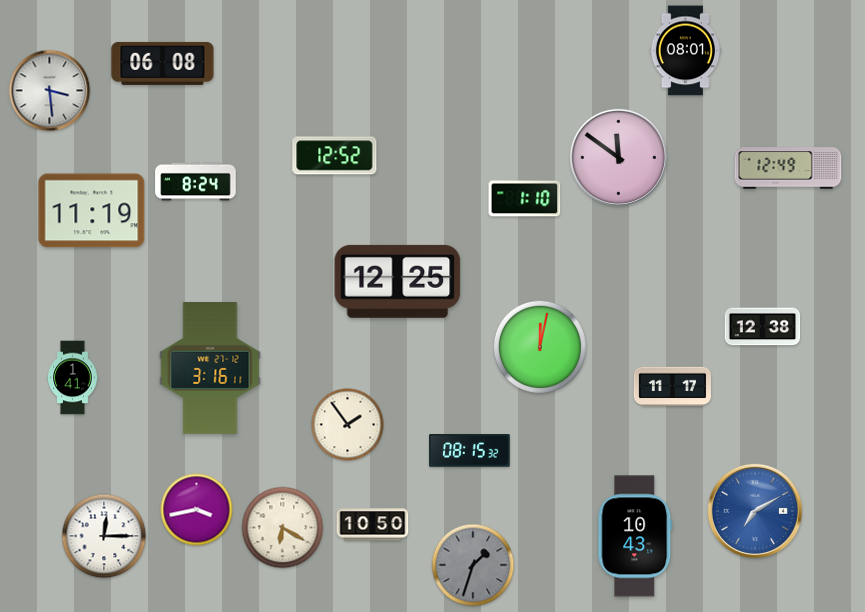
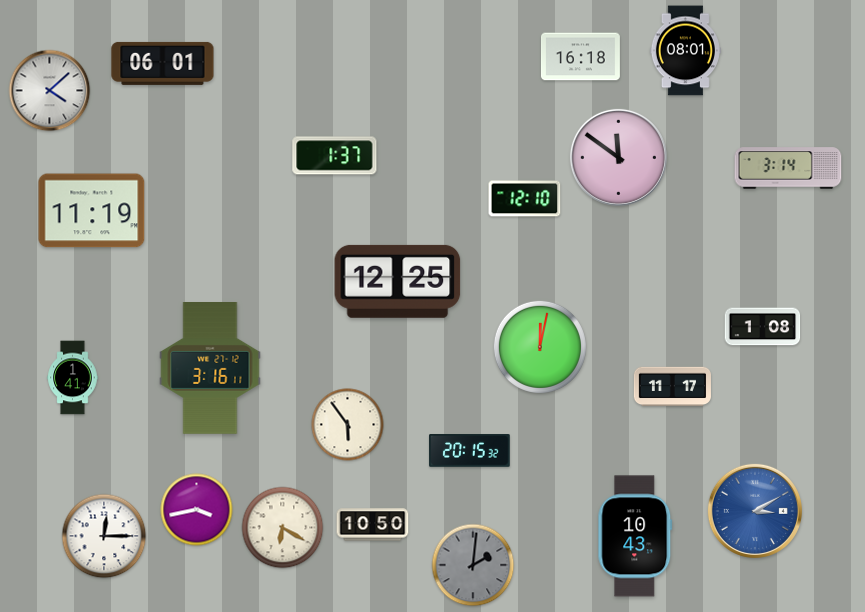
clock at (580, 57): none -> 16:18
clock at (163, 63): 06:08 -> 06:01
clock at (50, 91): 3:29 -> 4:08
clock at (335, 156): 12:52 -> 1:37
clock at (788, 168): 12:49 -> 3:14
clock at (196, 182): 8:24 -> none
clock at (525, 199): 1:10 -> 12:10
clock at (763, 327): 12:38 -> 1:08
clock at (348, 425): 1:54 -> 5:54
clock at (470, 451): 08:15 -> 20:15
clock at (755, 511): 7:10 -> 3:10
clock at (473, 565): 1:33 -> 2:01
